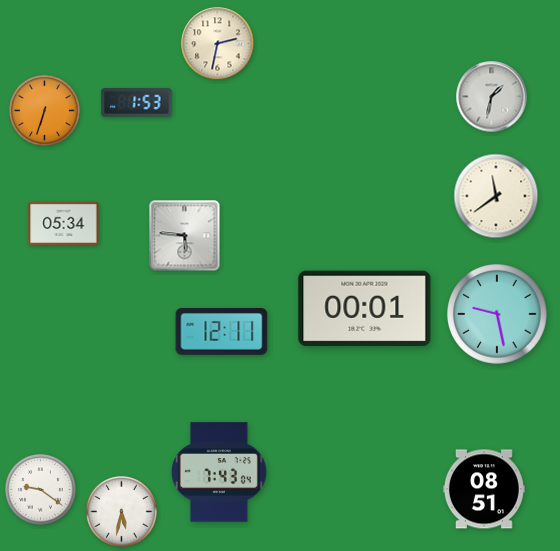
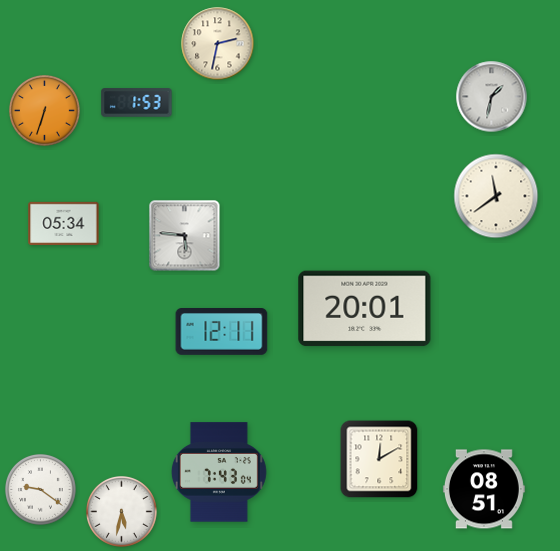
clock at (365, 309): 00:01 -> 20:01
clock at (498, 315): 9:28 -> none
clock at (379, 459): none -> 12:10
